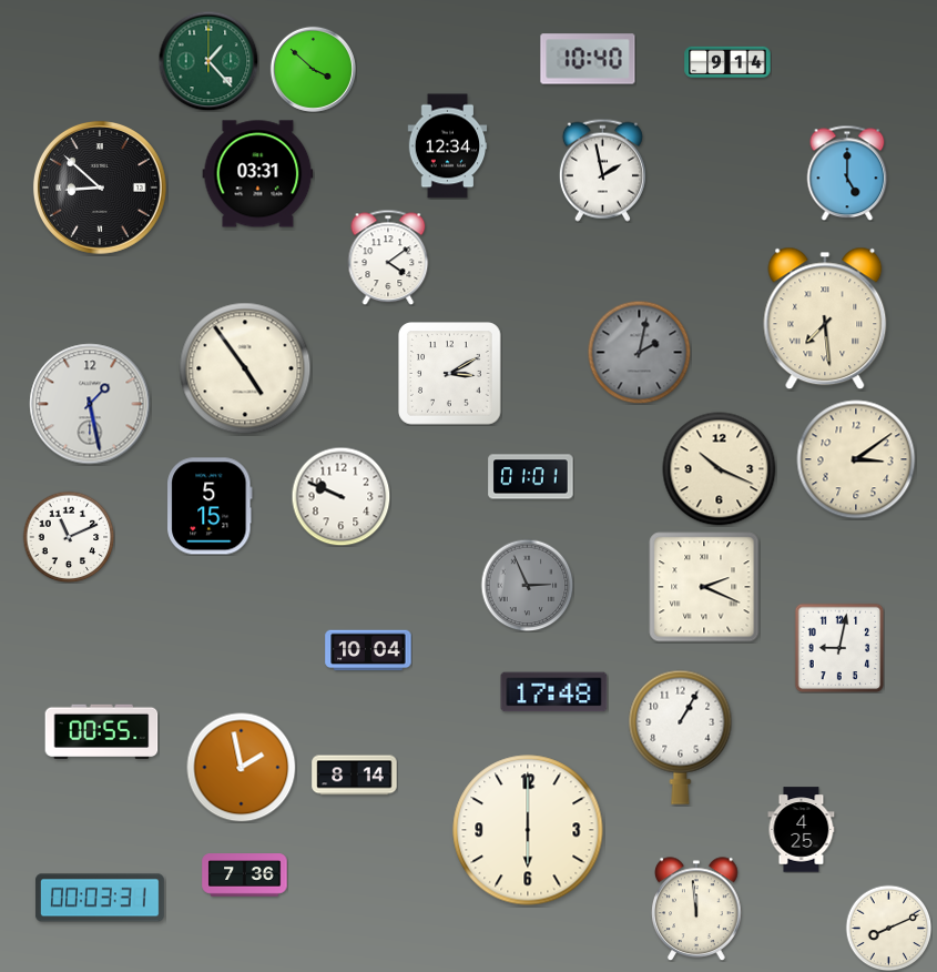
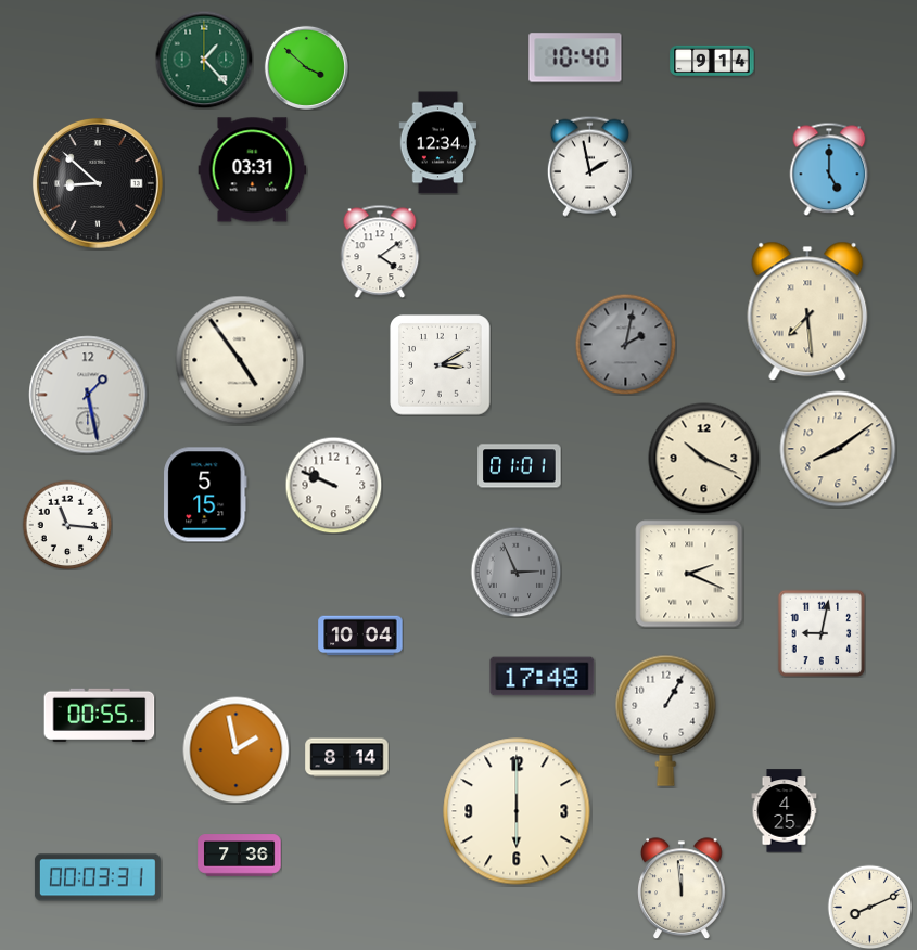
clock at (856, 459): 3:09 -> 8:09
clock at (69, 537): 11:11 -> 11:16
